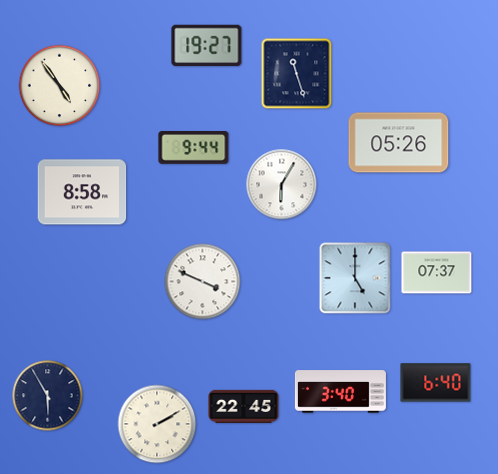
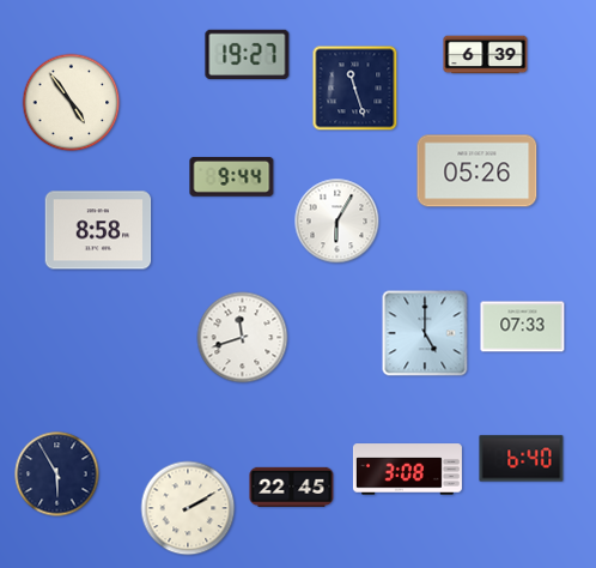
clock at (486, 55): none -> 6:39
clock at (437, 273): 07:37 -> 07:33
clock at (203, 282): 3:49 -> 11:42
clock at (340, 392): 3:40 -> 3:08
